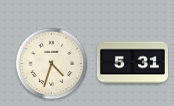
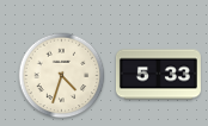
clock at (132, 63): 5:31 -> 5:33
